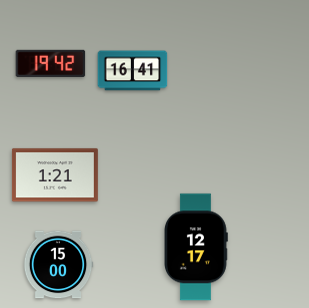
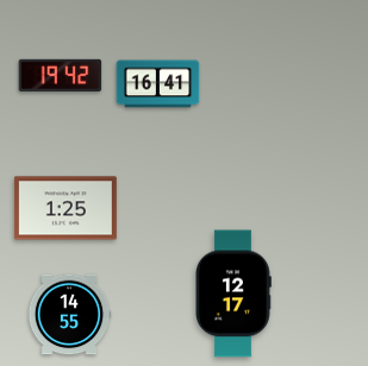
clock at (55, 175): 1:21 -> 1:25
clock at (58, 265): 15:00 -> 14:55
